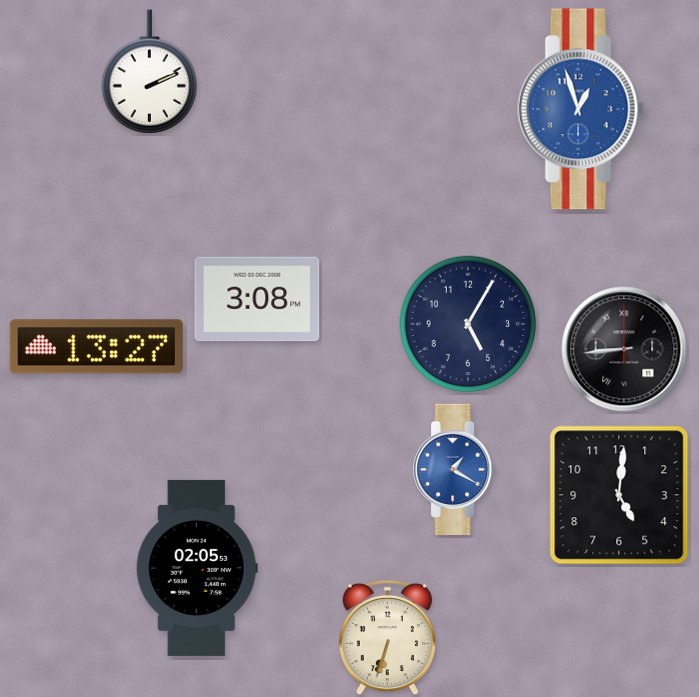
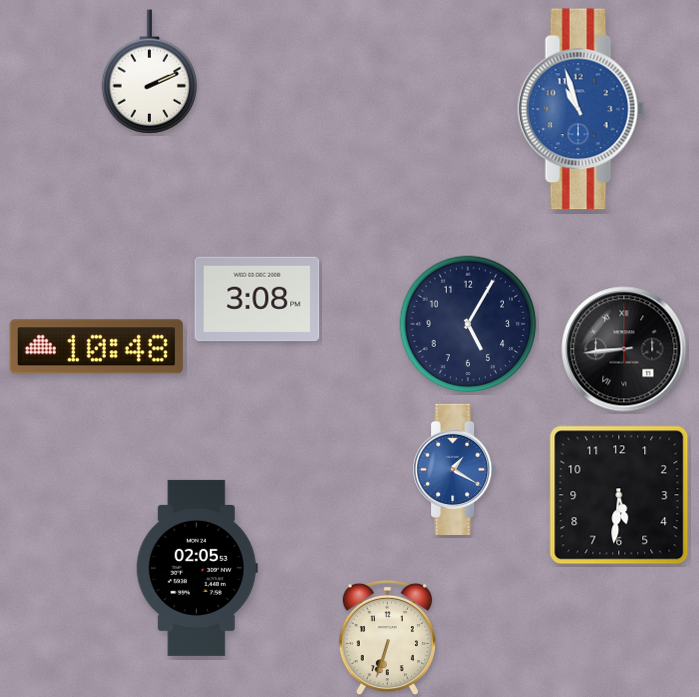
clock at (581, 109): 12:57 -> 10:57
clock at (96, 347): 13:27 -> 10:48
clock at (619, 495): 5:01 -> 5:31
